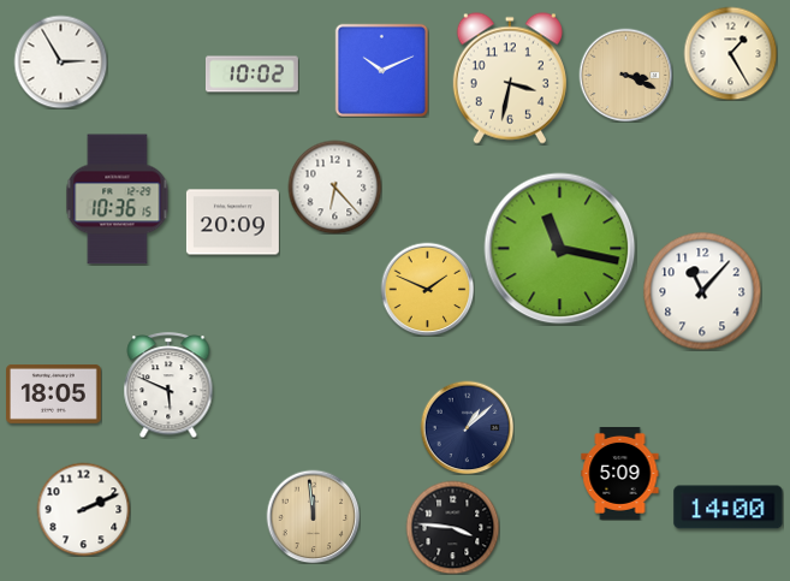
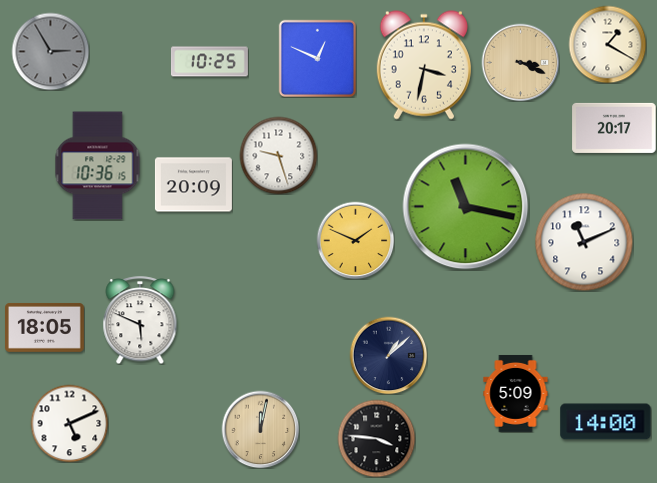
clock at (730, 53): 1:25 -> 1:20
clock at (60, 61) dial: white -> grey
clock at (381, 70): 10:11 -> 12:49
clock at (251, 75): 10:02 -> 10:25
clock at (614, 128): none -> 20:17
clock at (334, 186): 6:23 -> 9:27
clock at (702, 291): 11:07 -> 11:11
clock at (83, 509): 2:11 -> 5:11
clock at (313, 516): 11:59 -> 12:02
